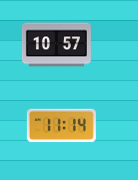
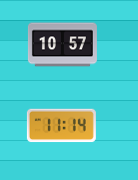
clock at (56, 45) position: (56, 45) -> (62, 45)
